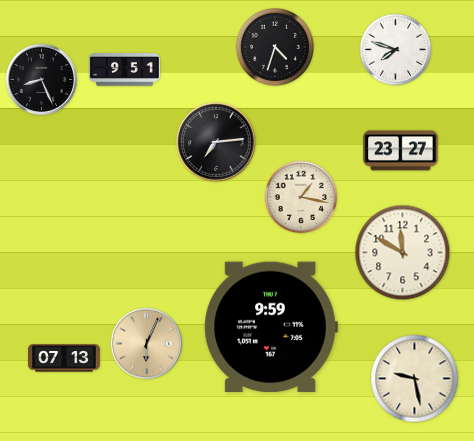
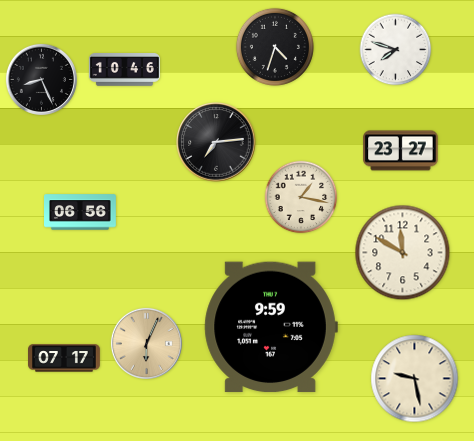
clock at (124, 70): 9:51 -> 10:46
clock at (81, 212): none -> 06:56
clock at (65, 358): 07:13 -> 07:17
